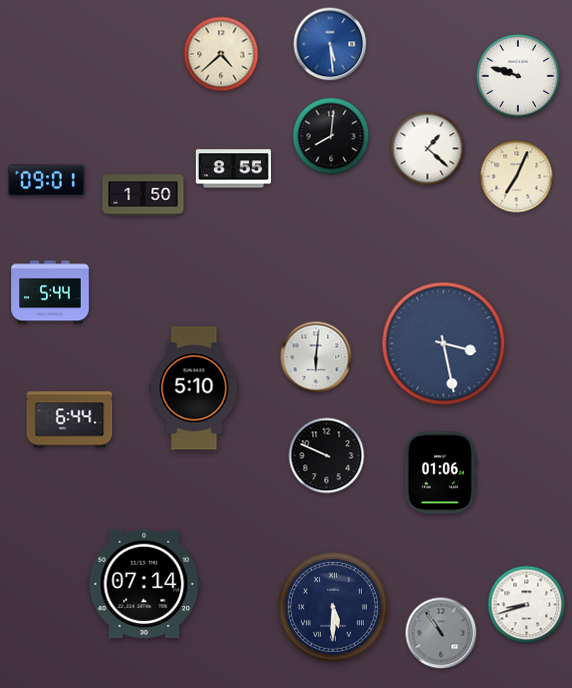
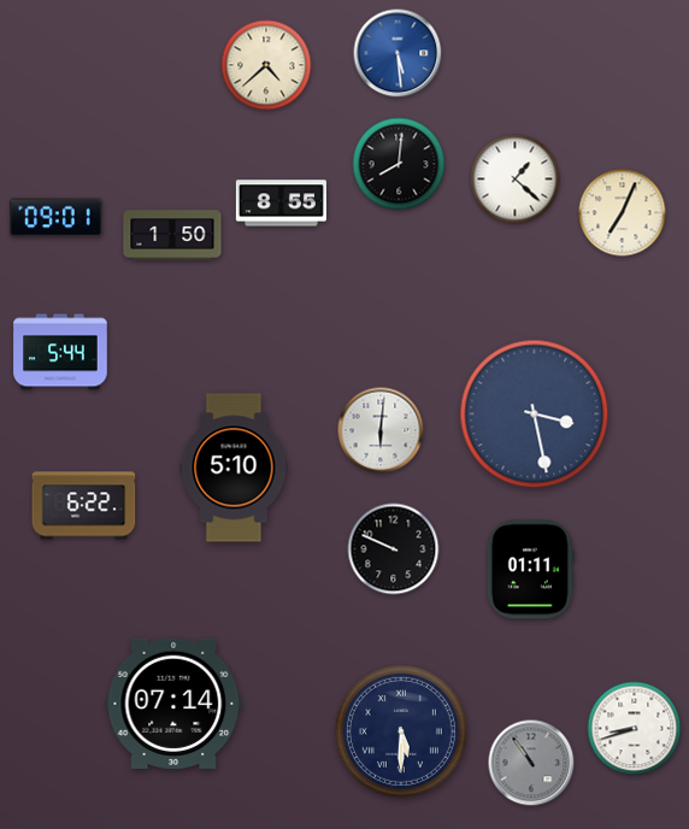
clock at (518, 76): 9:48 -> none
clock at (70, 420): 6:44 -> 6:22
clock at (440, 473): 01:06 -> 01:11
